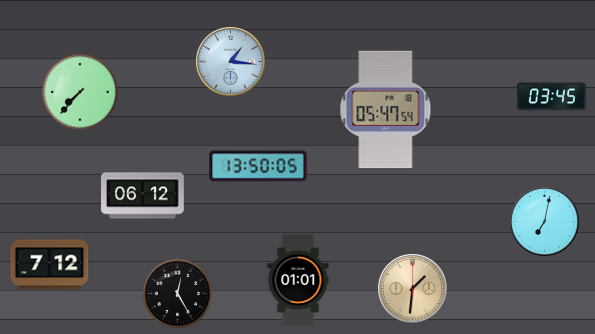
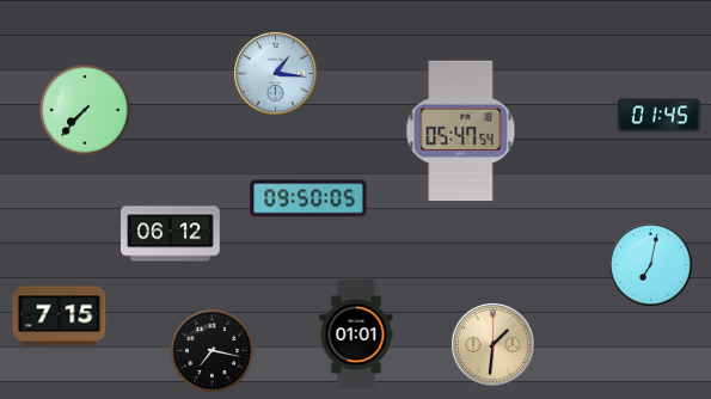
clock at (80, 92) position: (80, 92) -> (85, 110)
clock at (551, 97): 03:45 -> 01:45
clock at (258, 166): 13:50 -> 09:50
clock at (50, 265): 7:12 -> 7:15
clock at (178, 294): 12:25 -> 7:17
